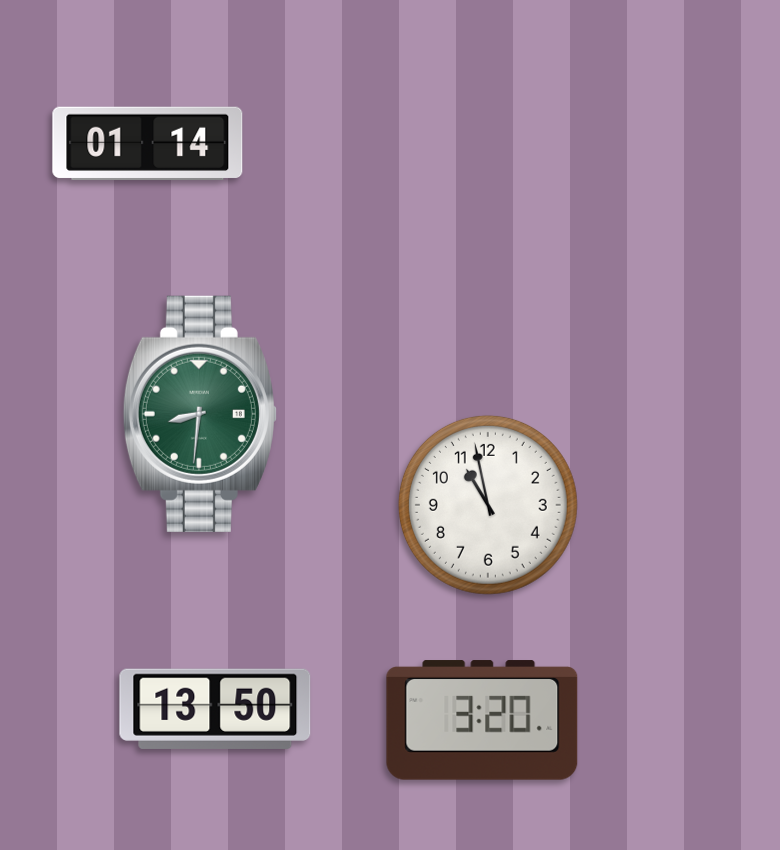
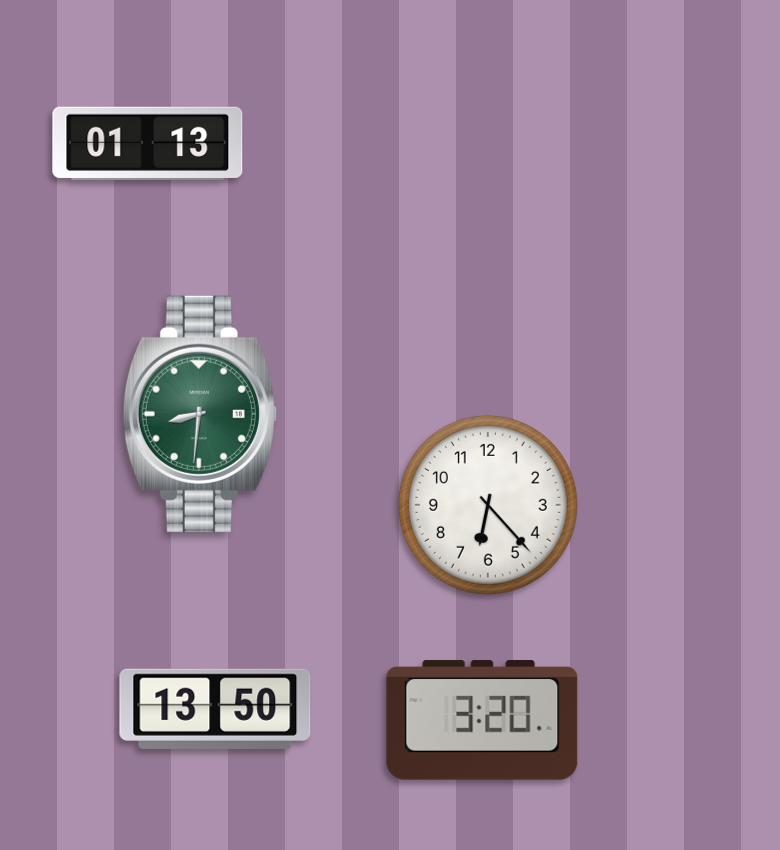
clock at (148, 143): 01:14 -> 01:13
clock at (488, 505): 10:58 -> 6:23
